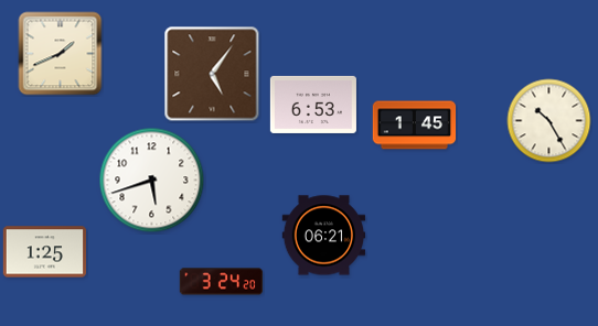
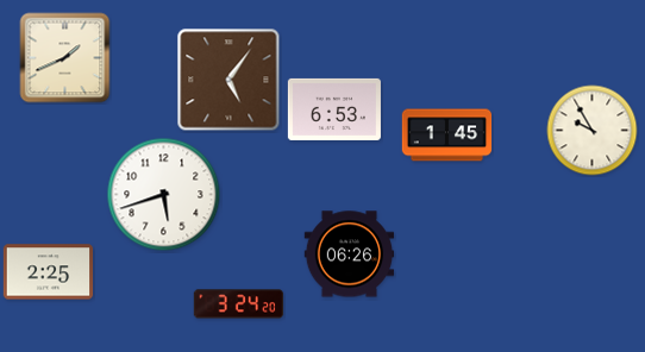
clock at (313, 105) position: (313, 105) -> (334, 109)
clock at (549, 121): 10:25 -> 9:55
clock at (324, 236): 06:21 -> 06:26
clock at (45, 252): 1:25 -> 2:25
